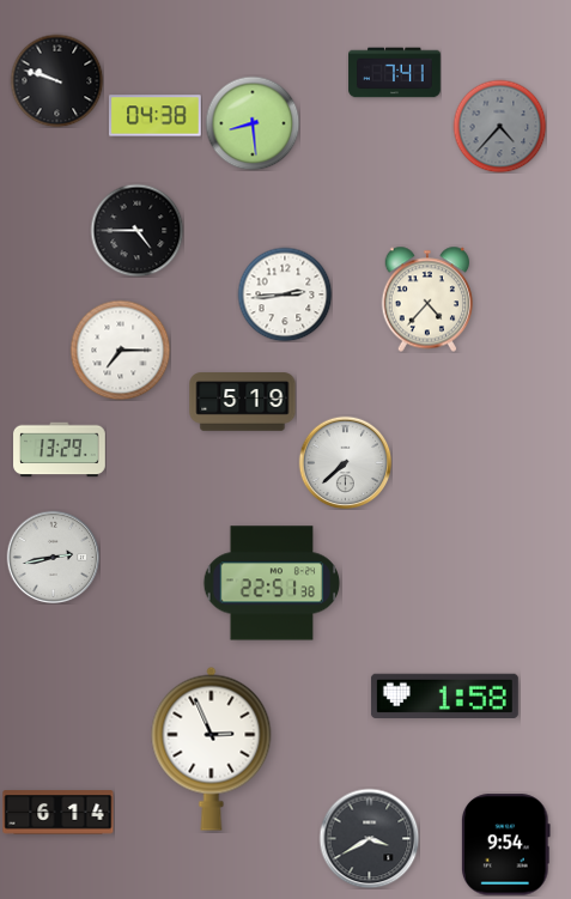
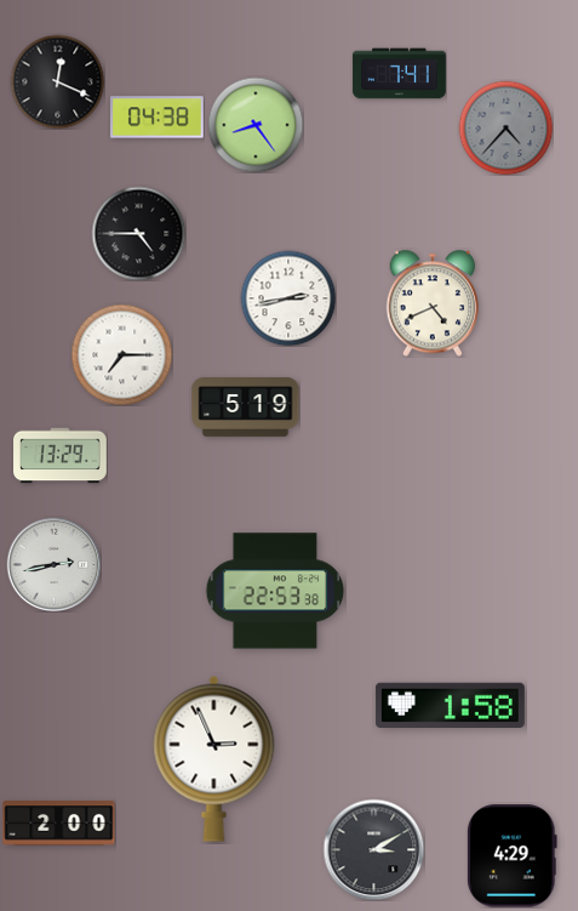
clock at (56, 80): 9:48 -> 12:19
clock at (253, 123): 8:29 -> 8:24
clock at (285, 294): 2:44 -> 2:43
clock at (427, 299): 4:37 -> 4:41
clock at (345, 462): 7:38 -> none
clock at (272, 583): 22:51 -> 22:53
clock at (59, 813): 6:14 -> 2:00
clock at (369, 838): 3:40 -> 3:10
clock at (506, 845): 9:54 -> 4:29
